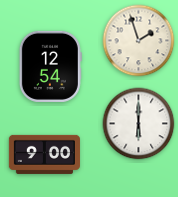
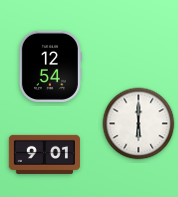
clock at (139, 41): 1:57 -> none
clock at (44, 154): 9:00 -> 9:01
